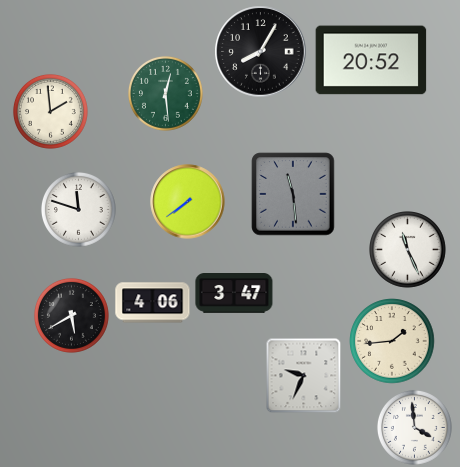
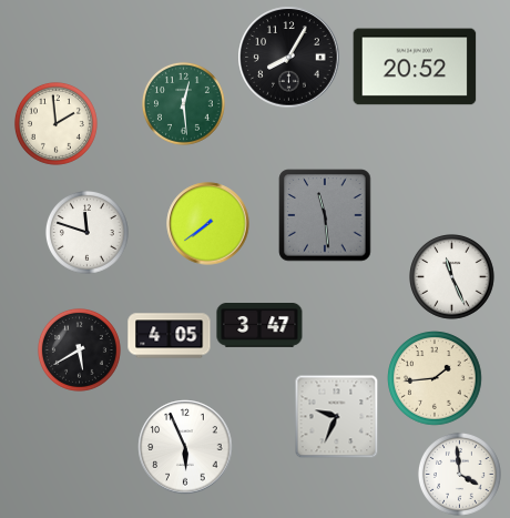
clock at (371, 60) position: (371, 60) -> (415, 67)
clock at (153, 303): 4:06 -> 4:05
clock at (185, 447): none -> 5:56
